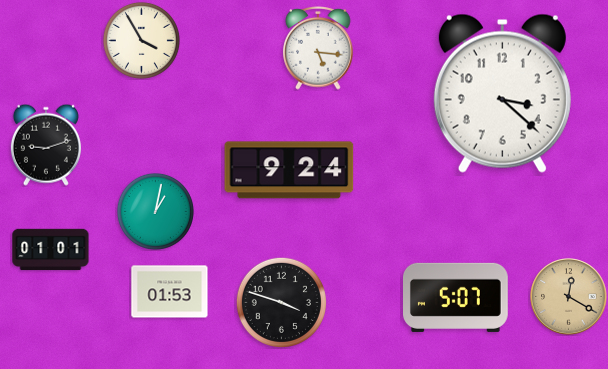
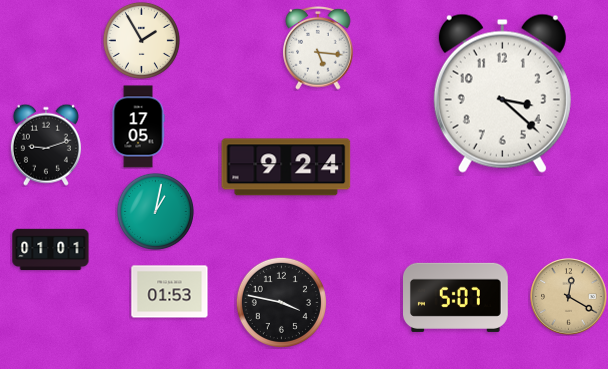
clock at (141, 40): 3:55 -> 1:55
clock at (138, 127): none -> 17:05
clock at (289, 170) position: (289, 170) -> (286, 167)
clock at (281, 302): 3:48 -> 3:47
